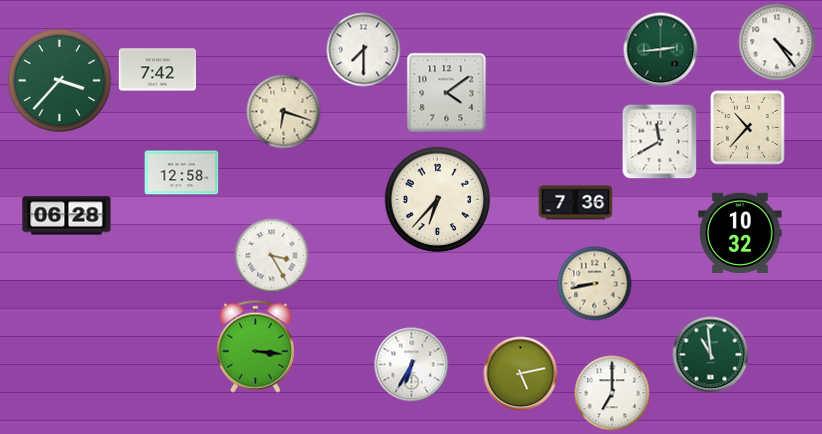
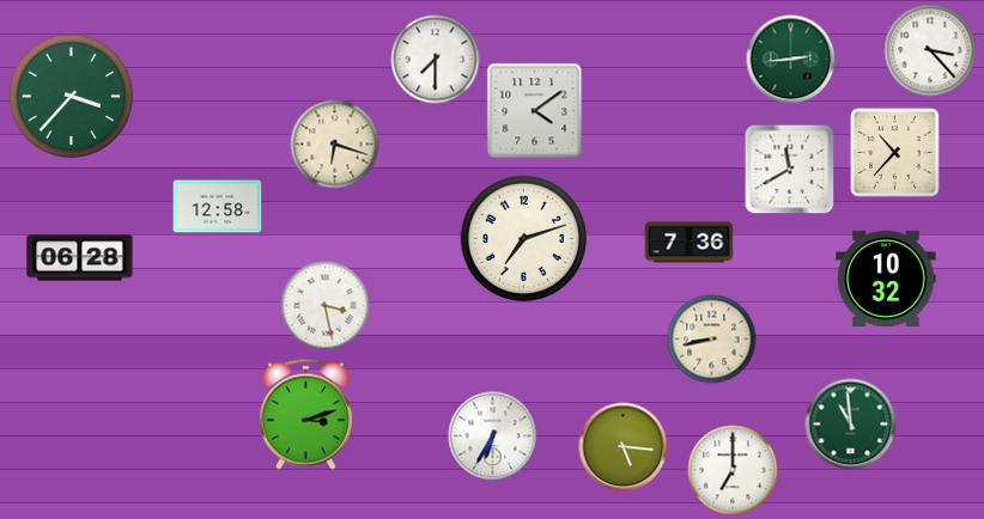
clock at (777, 42): 4:24 -> 3:23
clock at (157, 70): 7:42 -> none
clock at (284, 112) position: (284, 112) -> (335, 145)
clock at (438, 200): 6:37 -> 7:12
clock at (272, 256): 3:25 -> 3:28
clock at (255, 346): 3:16 -> 3:12
clock at (521, 374): 5:13 -> 5:16
